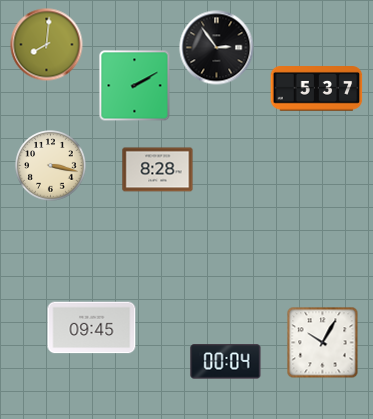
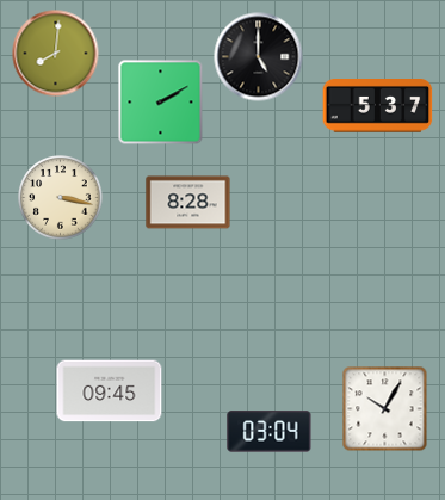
clock at (217, 48): 2:54 -> 5:00
clock at (226, 362): 00:04 -> 03:04
